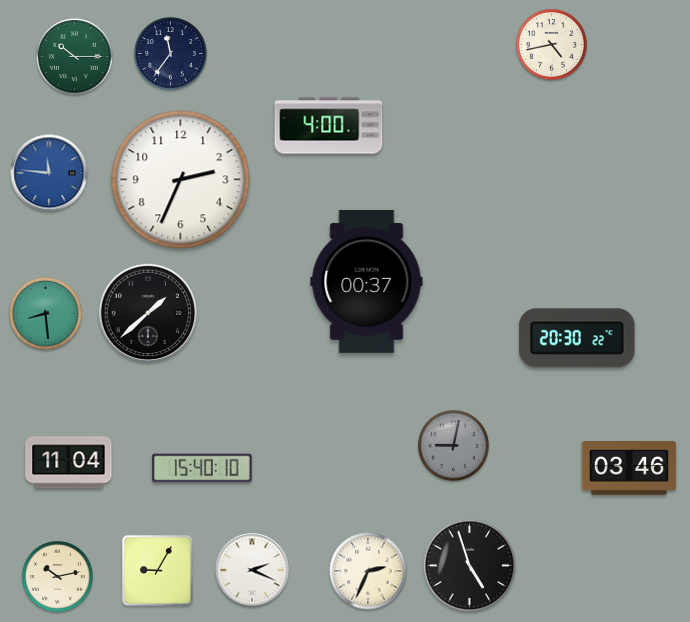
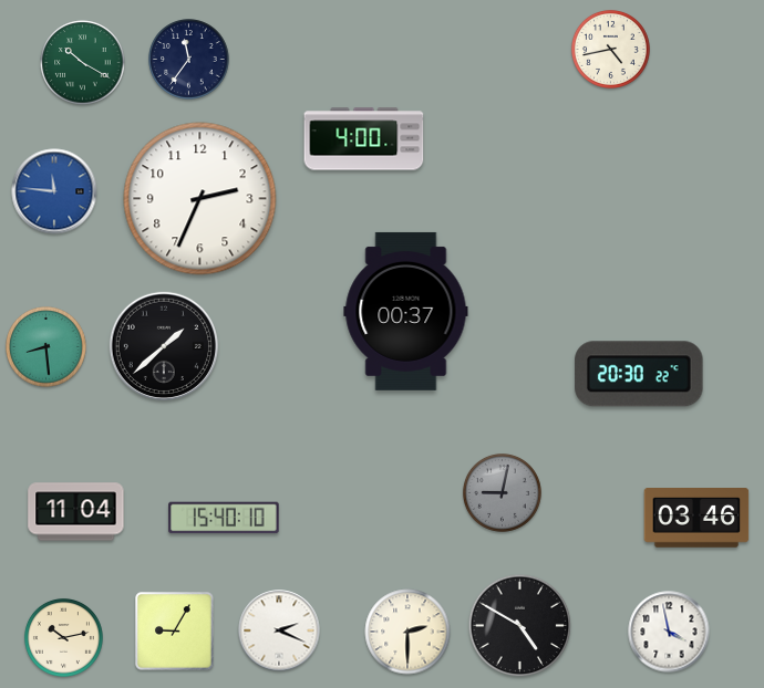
clock at (75, 57): 10:15 -> 10:20
clock at (46, 314) position: (46, 314) -> (47, 347)
clock at (470, 566): 4:57 -> 4:50
clock at (368, 571): 2:34 -> 2:30
clock at (669, 632): none -> 3:58
